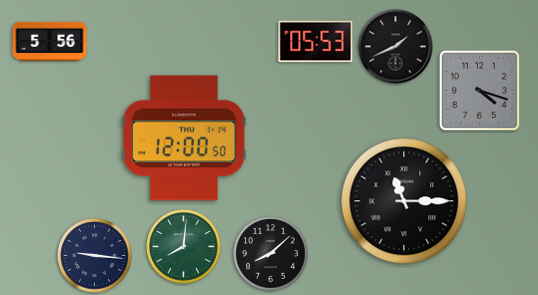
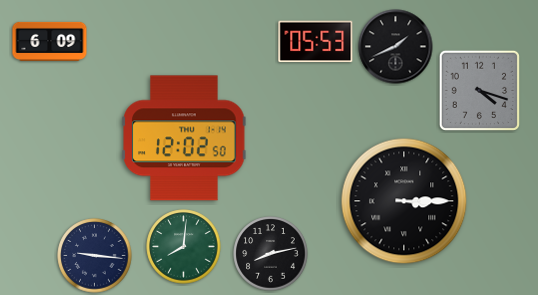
clock at (50, 41): 5:56 -> 6:09
clock at (184, 138): 12:00 -> 12:02
clock at (404, 201): 11:15 -> 3:15
clock at (271, 254): 8:08 -> 8:13
